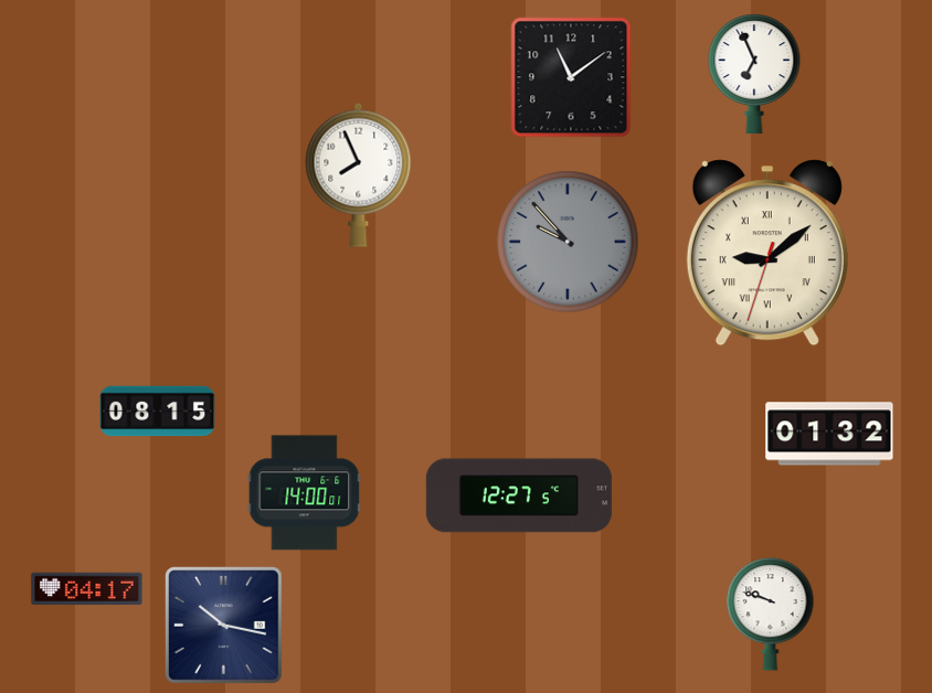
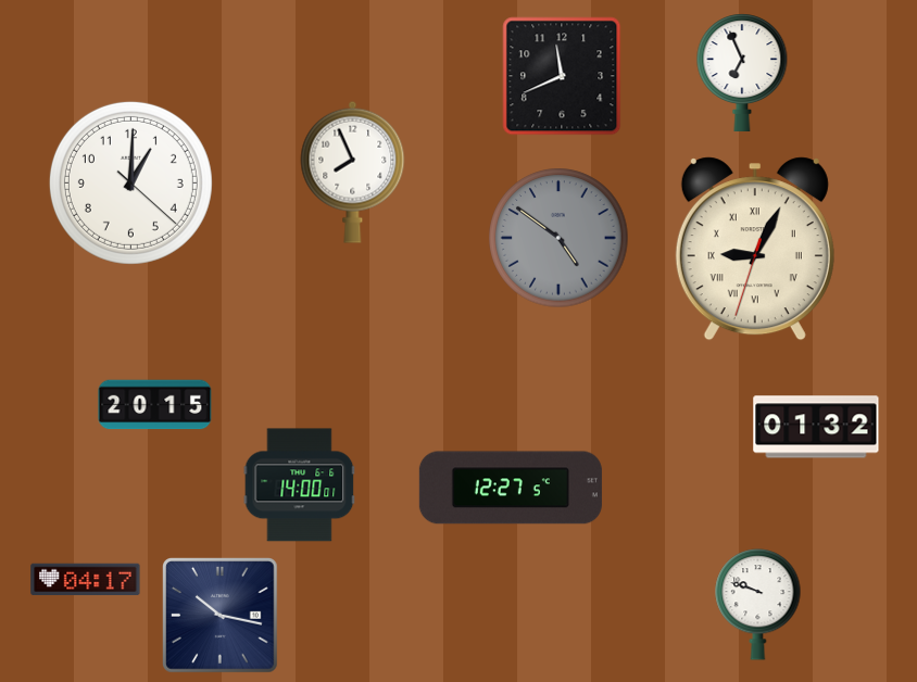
clock at (571, 77): 11:09 -> 11:41
clock at (130, 182): none -> 1:00
clock at (568, 242): 9:53 -> 4:51
clock at (767, 253): 9:08 -> 9:04
clock at (158, 412): 08:15 -> 20:15
